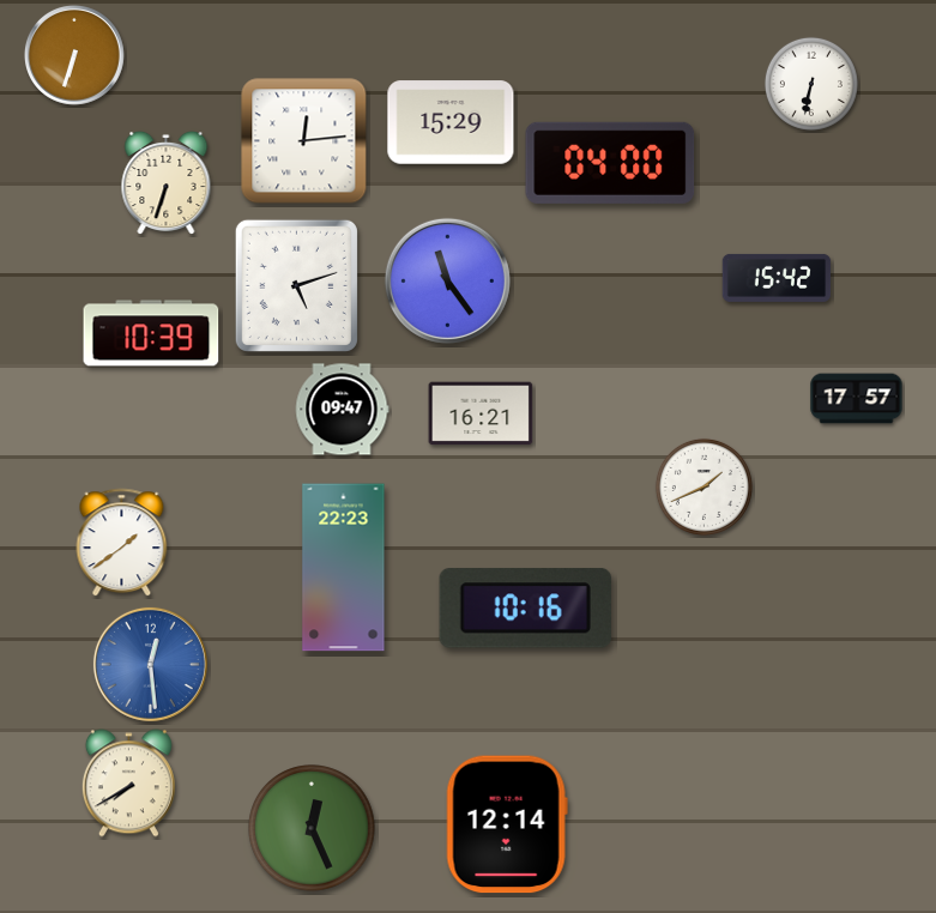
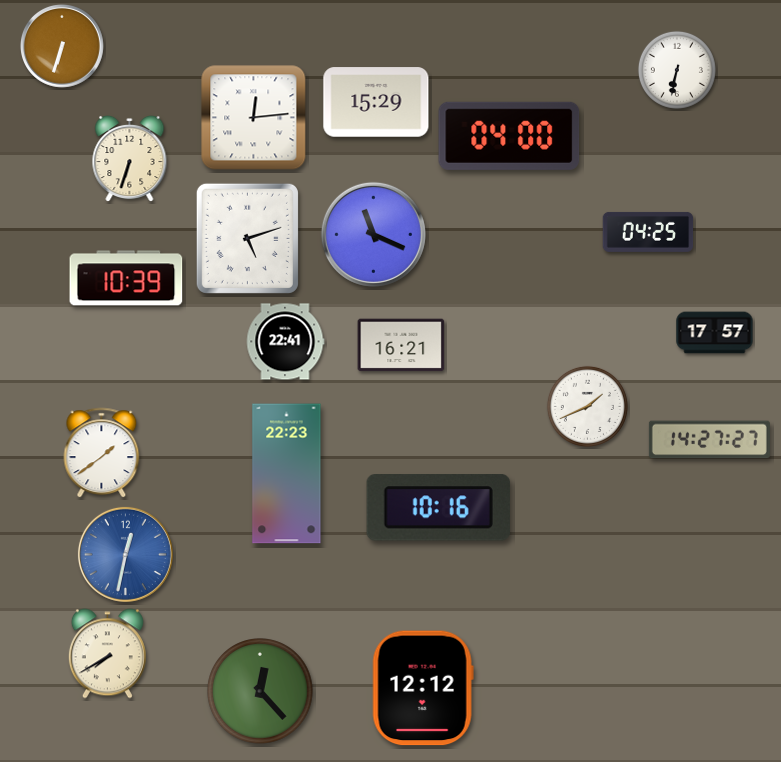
clock at (167, 183) position: (167, 183) -> (130, 159)
clock at (777, 278): 15:42 -> 04:25
clock at (447, 280): 11:24 -> 11:19
clock at (342, 410): 09:47 -> 22:41
clock at (709, 440): none -> 14:27
clock at (150, 664): 12:29 -> 12:32
clock at (507, 824): 12:14 -> 12:12
clock at (312, 828): 12:26 -> 12:23
